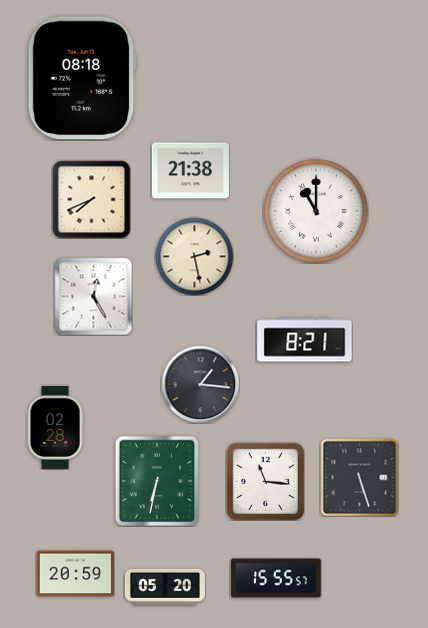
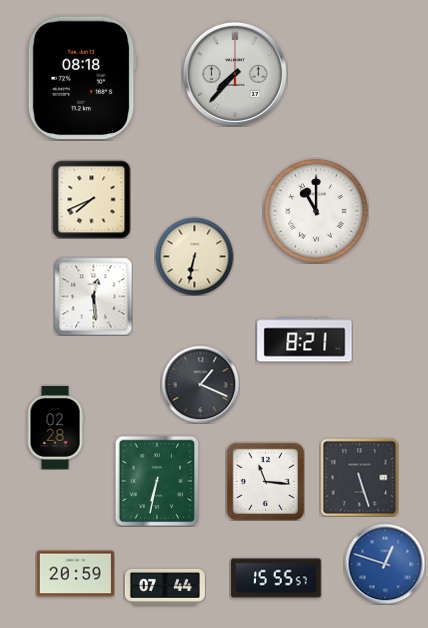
clock at (235, 74): none -> 7:37
clock at (190, 171): 21:38 -> none
clock at (194, 256): 2:28 -> 6:32
clock at (93, 296): 12:25 -> 12:29
clock at (200, 384): 1:16 -> 1:19
clock at (385, 564): none -> 12:48
clock at (165, 587): 05:20 -> 07:44
